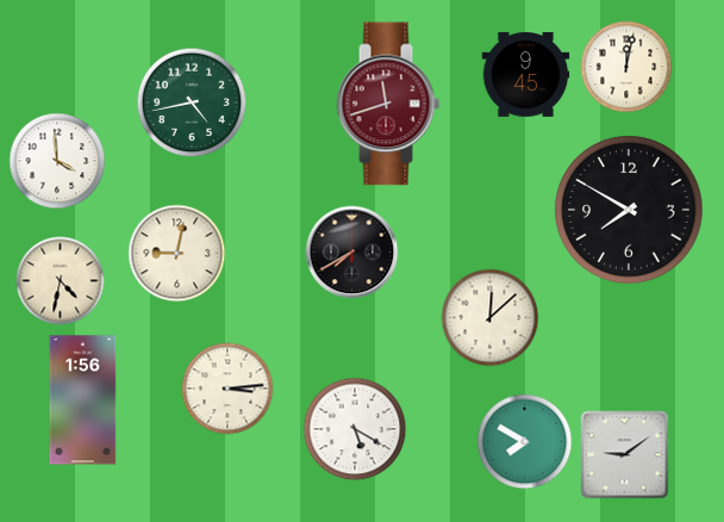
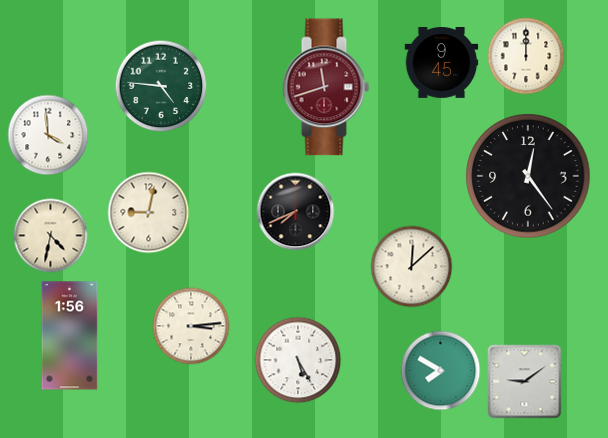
clock at (626, 67): 12:02 -> 12:00
clock at (192, 102): 4:43 -> 4:46
clock at (629, 210): 7:50 -> 12:24
clock at (352, 253): 7:40 -> 7:41
clock at (355, 429): 5:20 -> 5:25
